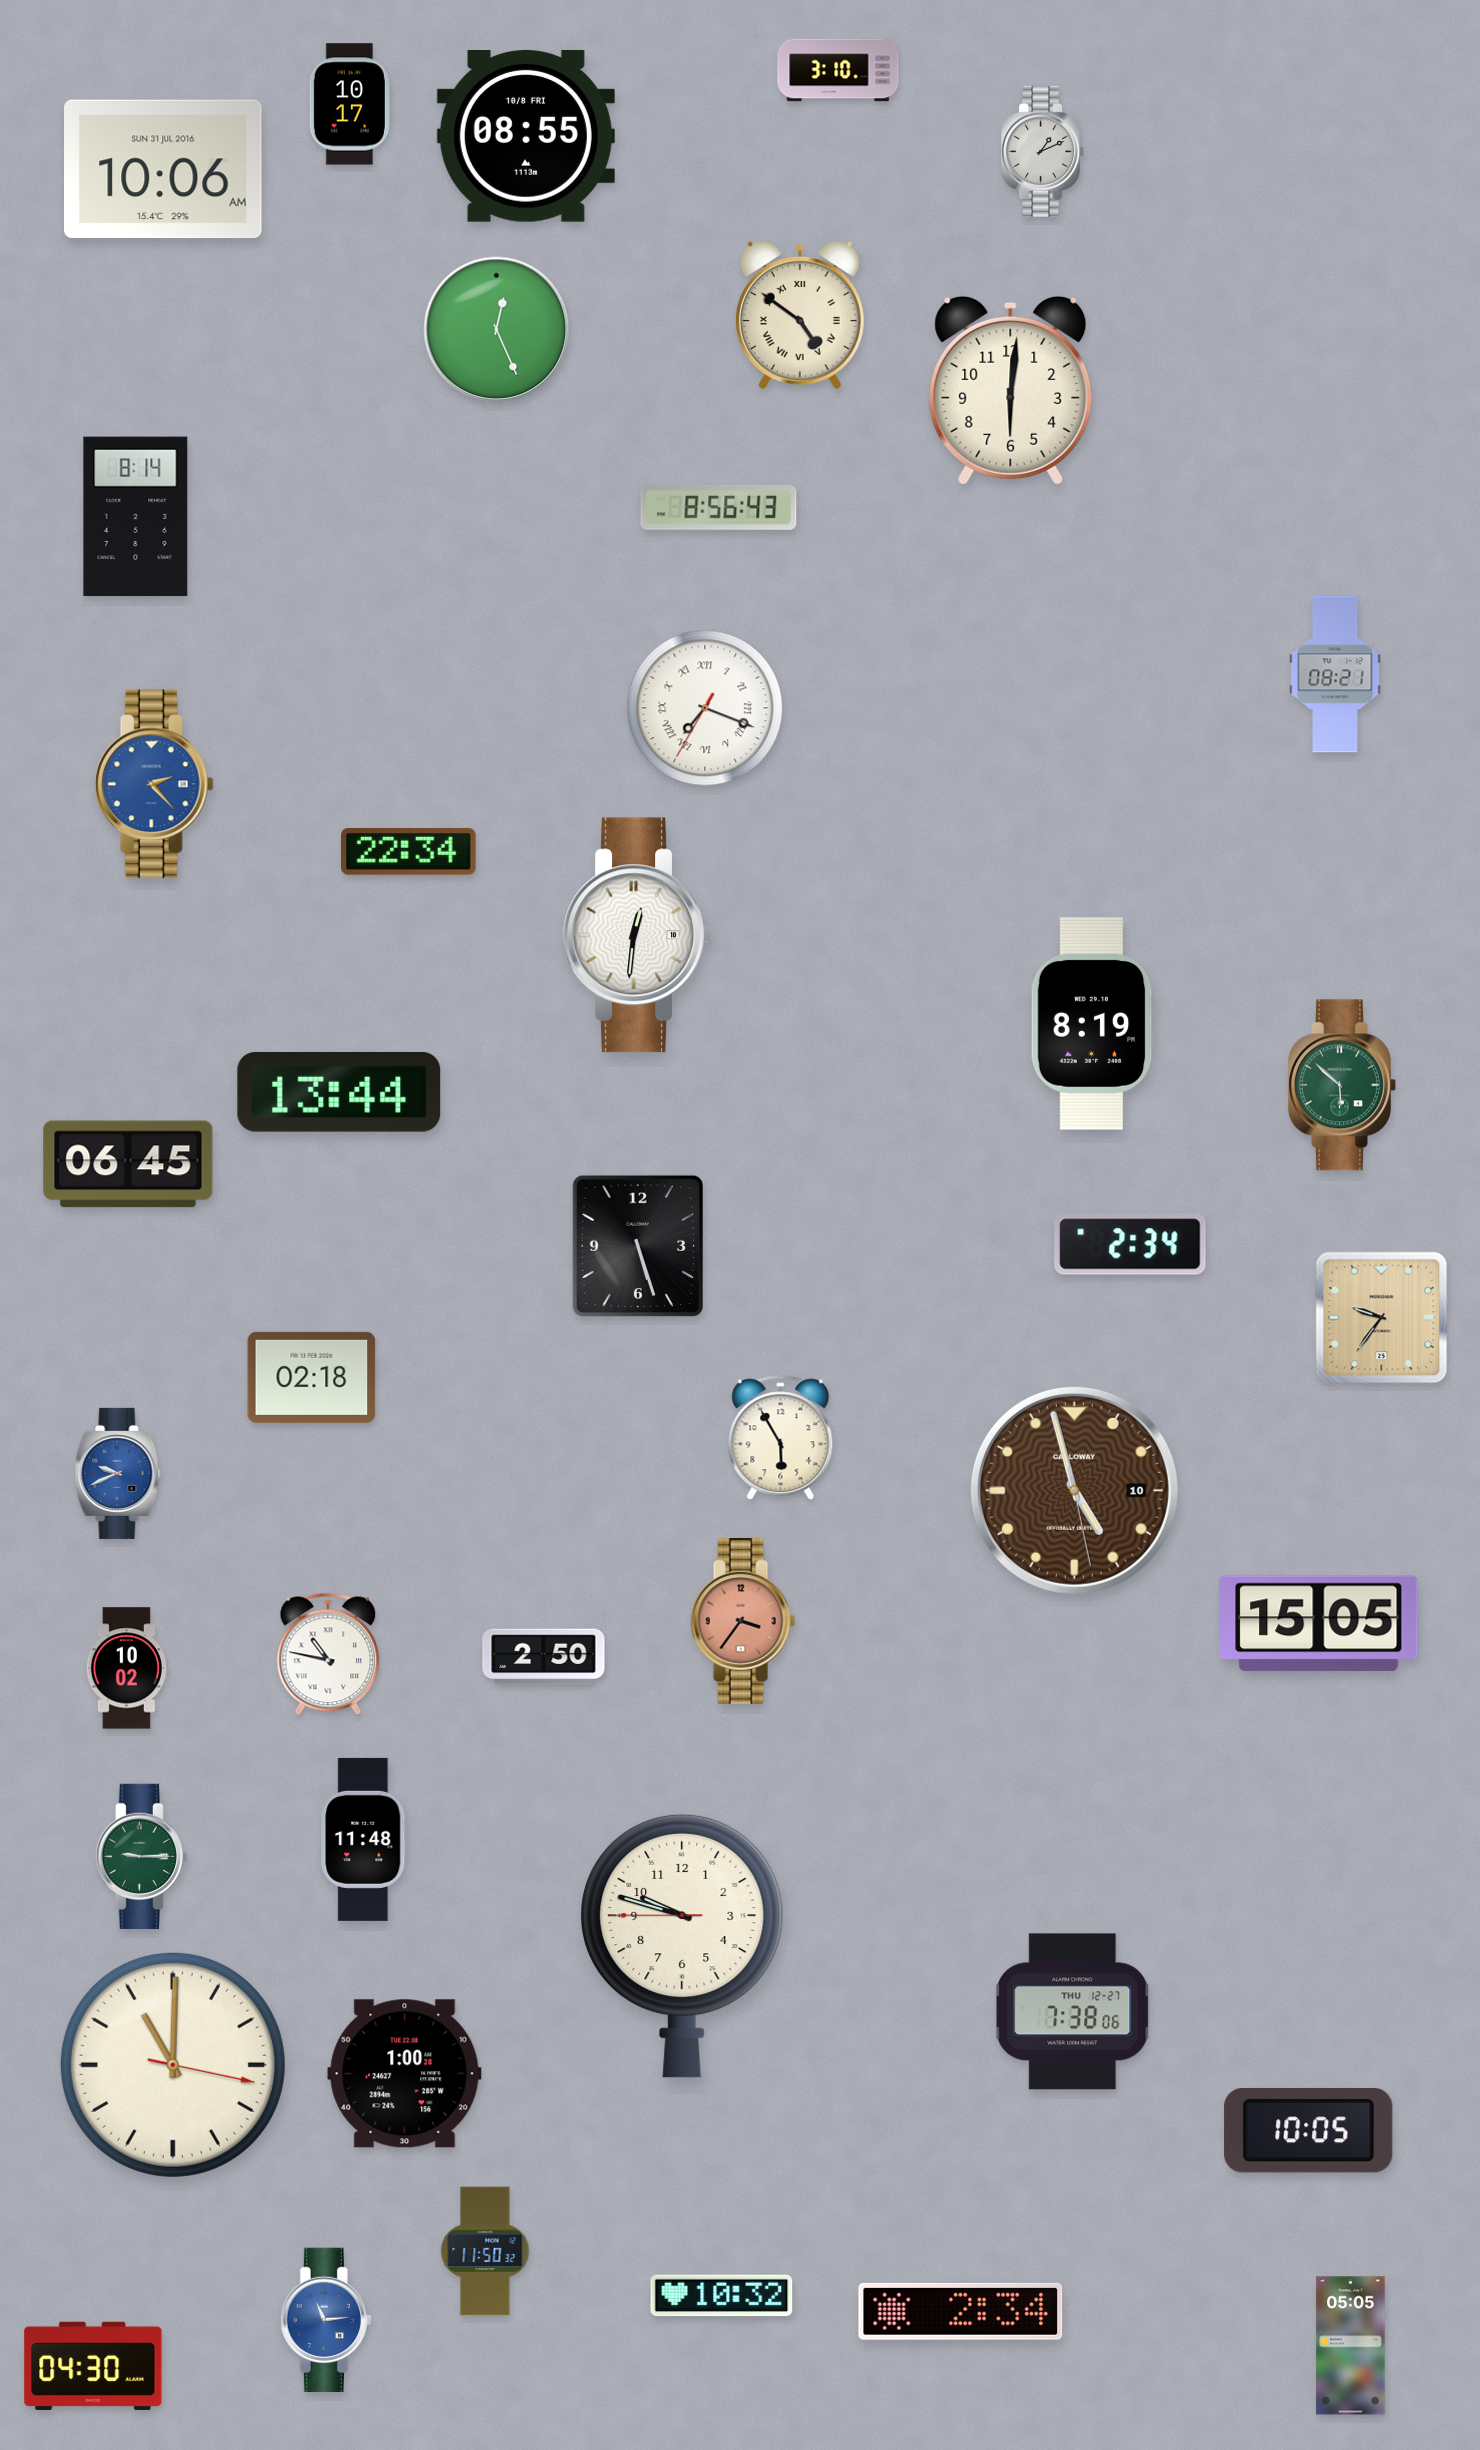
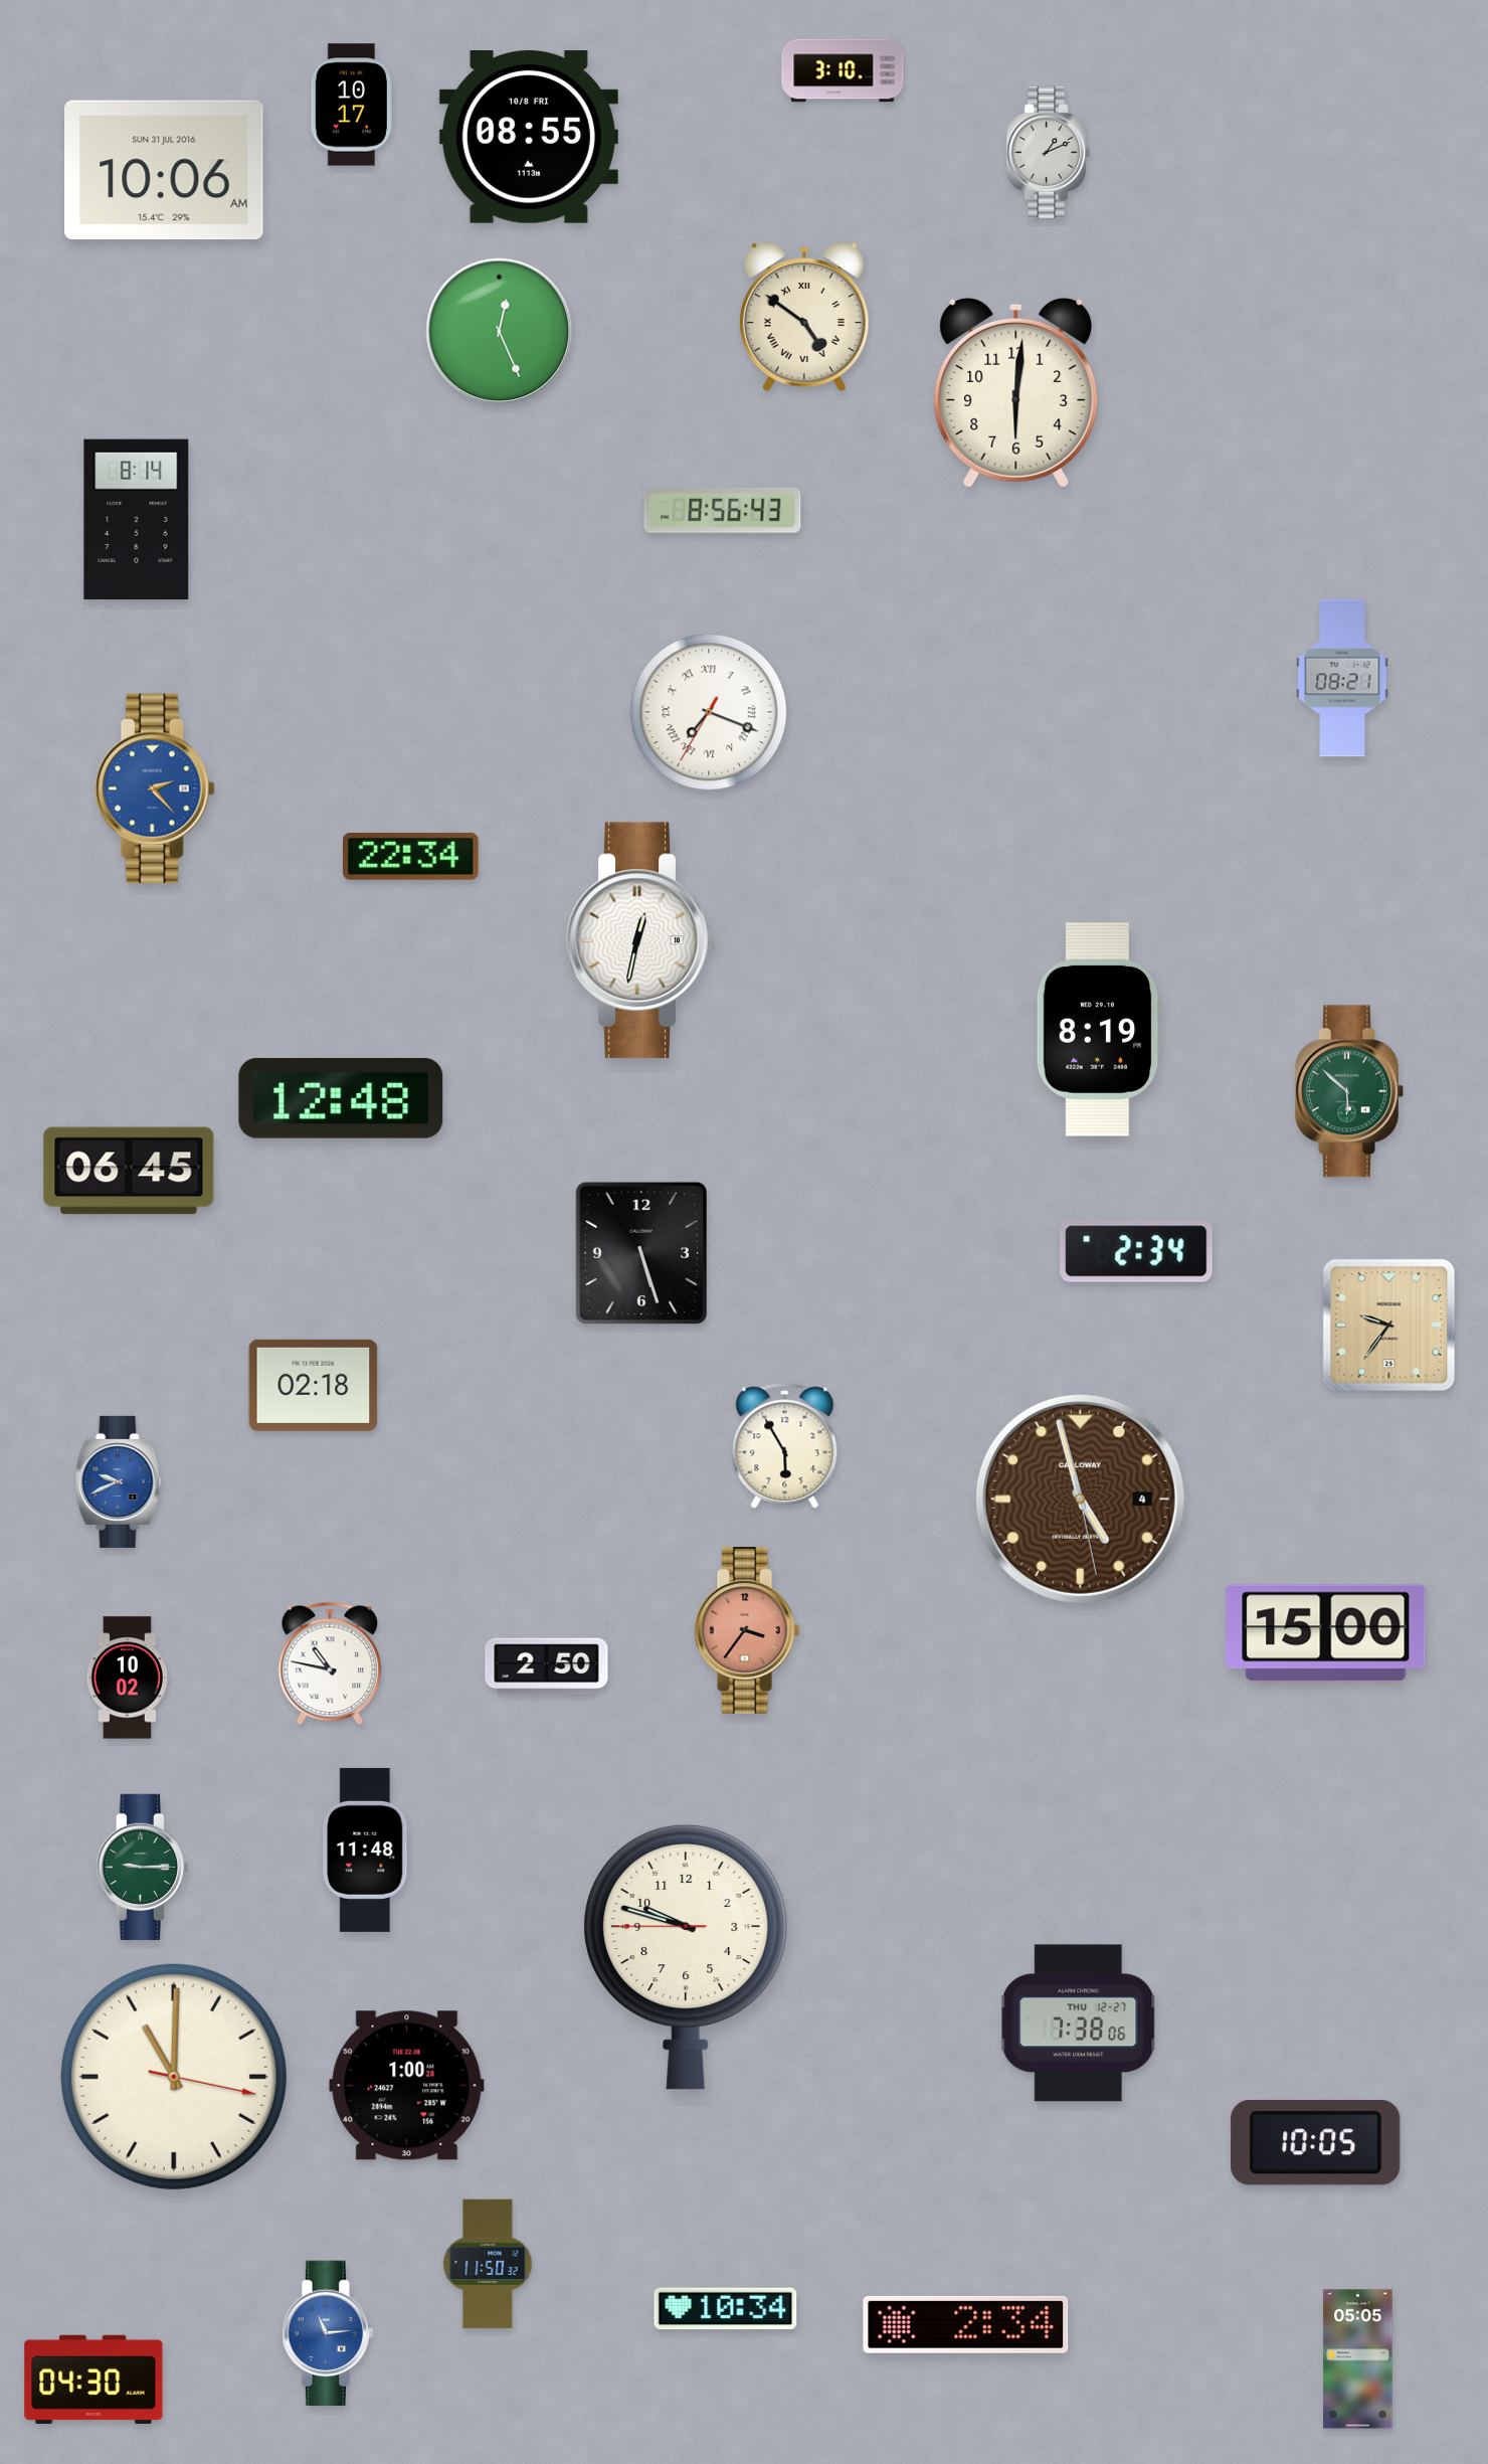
clock at (637, 935): 12:31 -> 12:32
clock at (339, 1092): 13:44 -> 12:48
clock at (1074, 1490) date: 10 -> 4
clock at (1319, 1624): 15:05 -> 15:00
clock at (722, 2296): 10:32 -> 10:34
